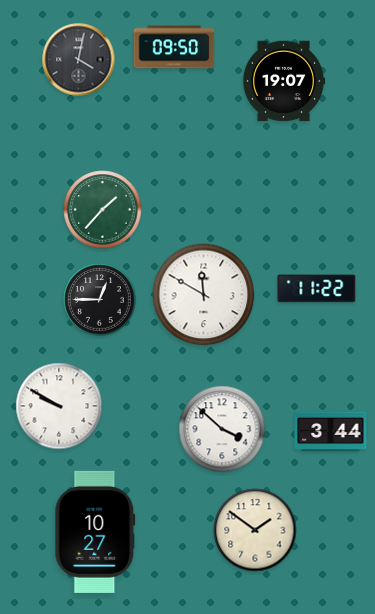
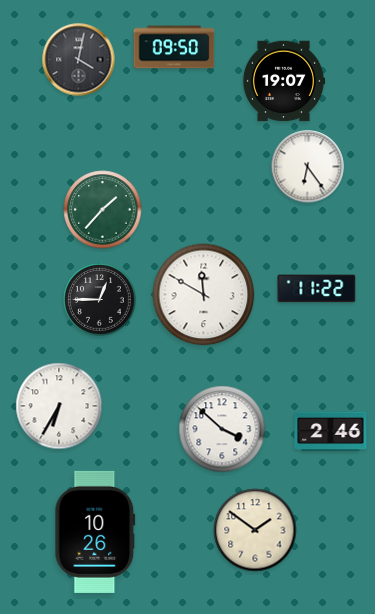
clock at (308, 167): none -> 6:24
clock at (59, 406): 9:50 -> 6:35
clock at (331, 432): 3:44 -> 2:46
clock at (95, 532): 10:27 -> 10:26
